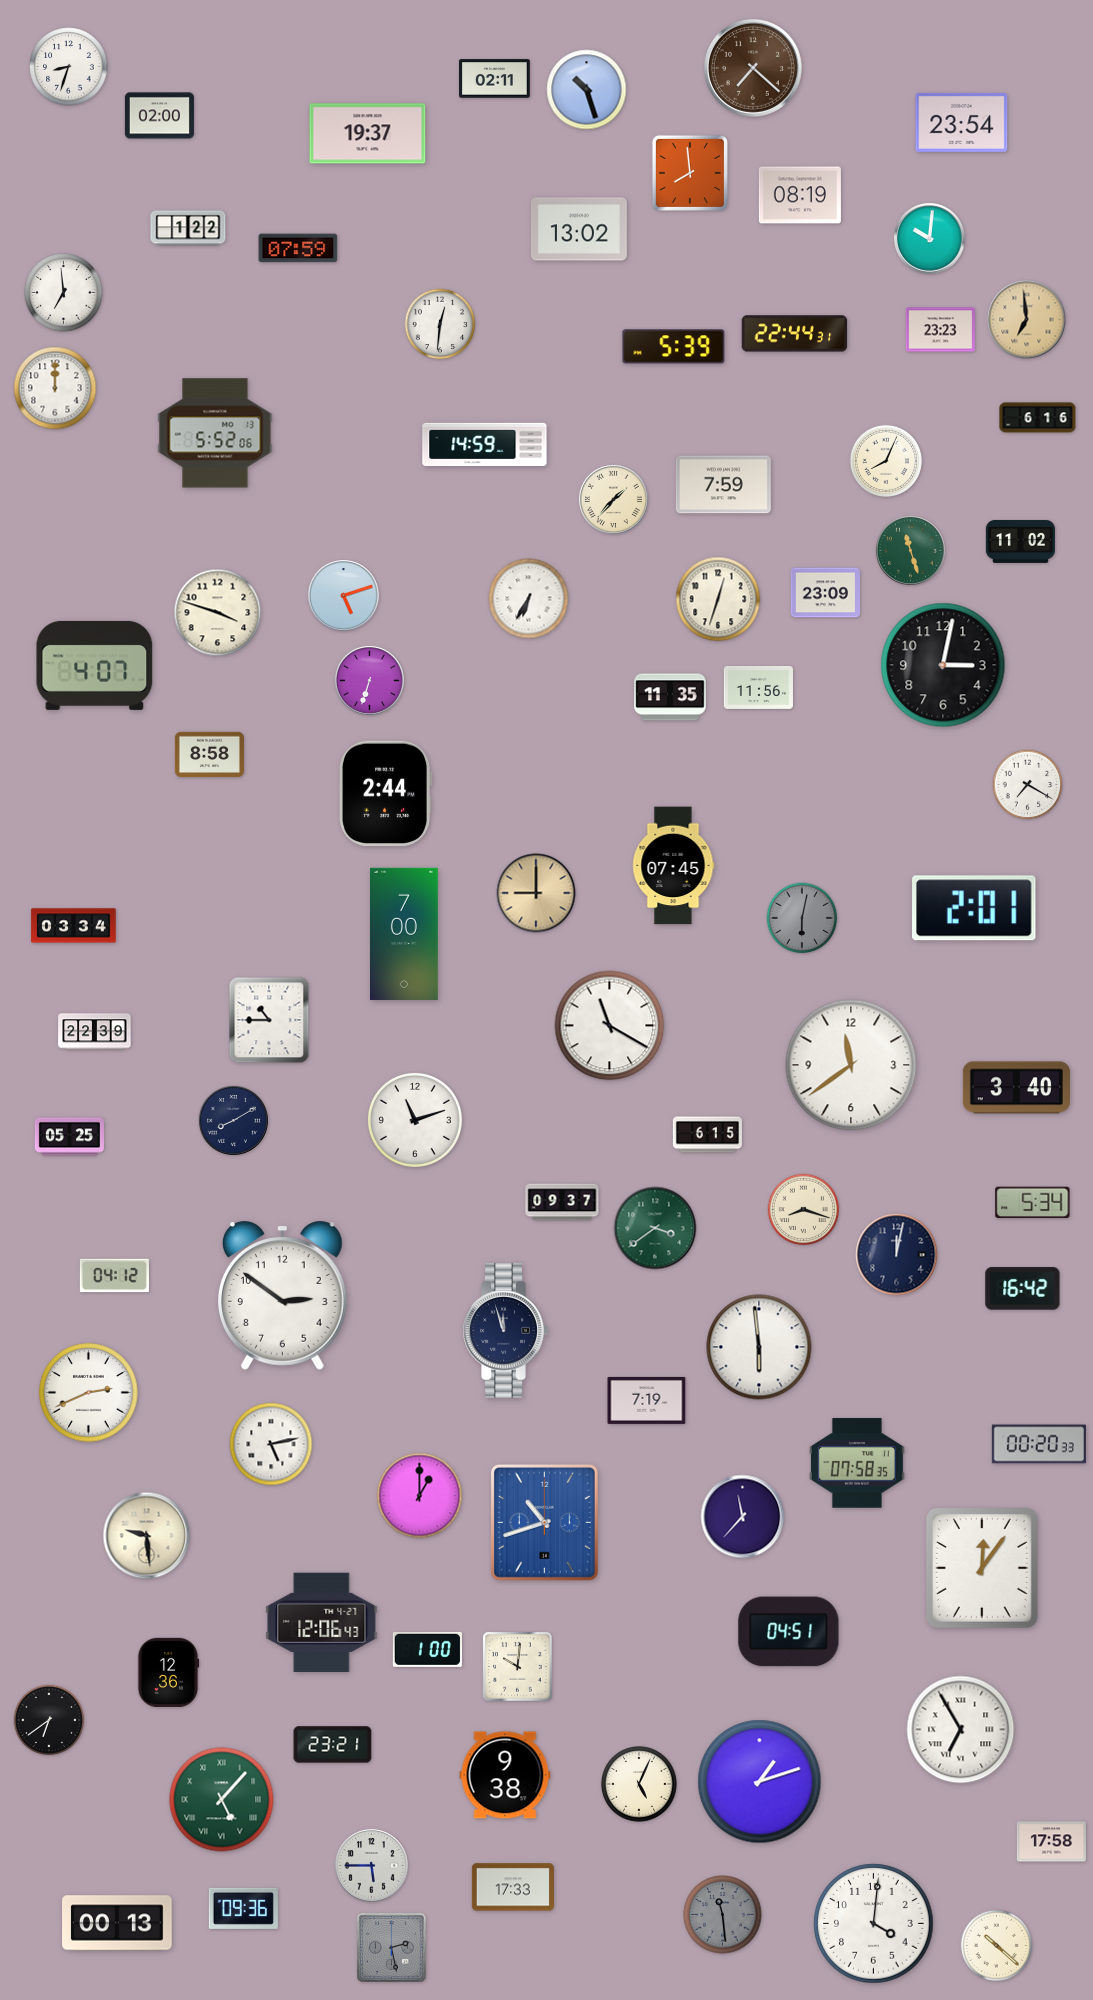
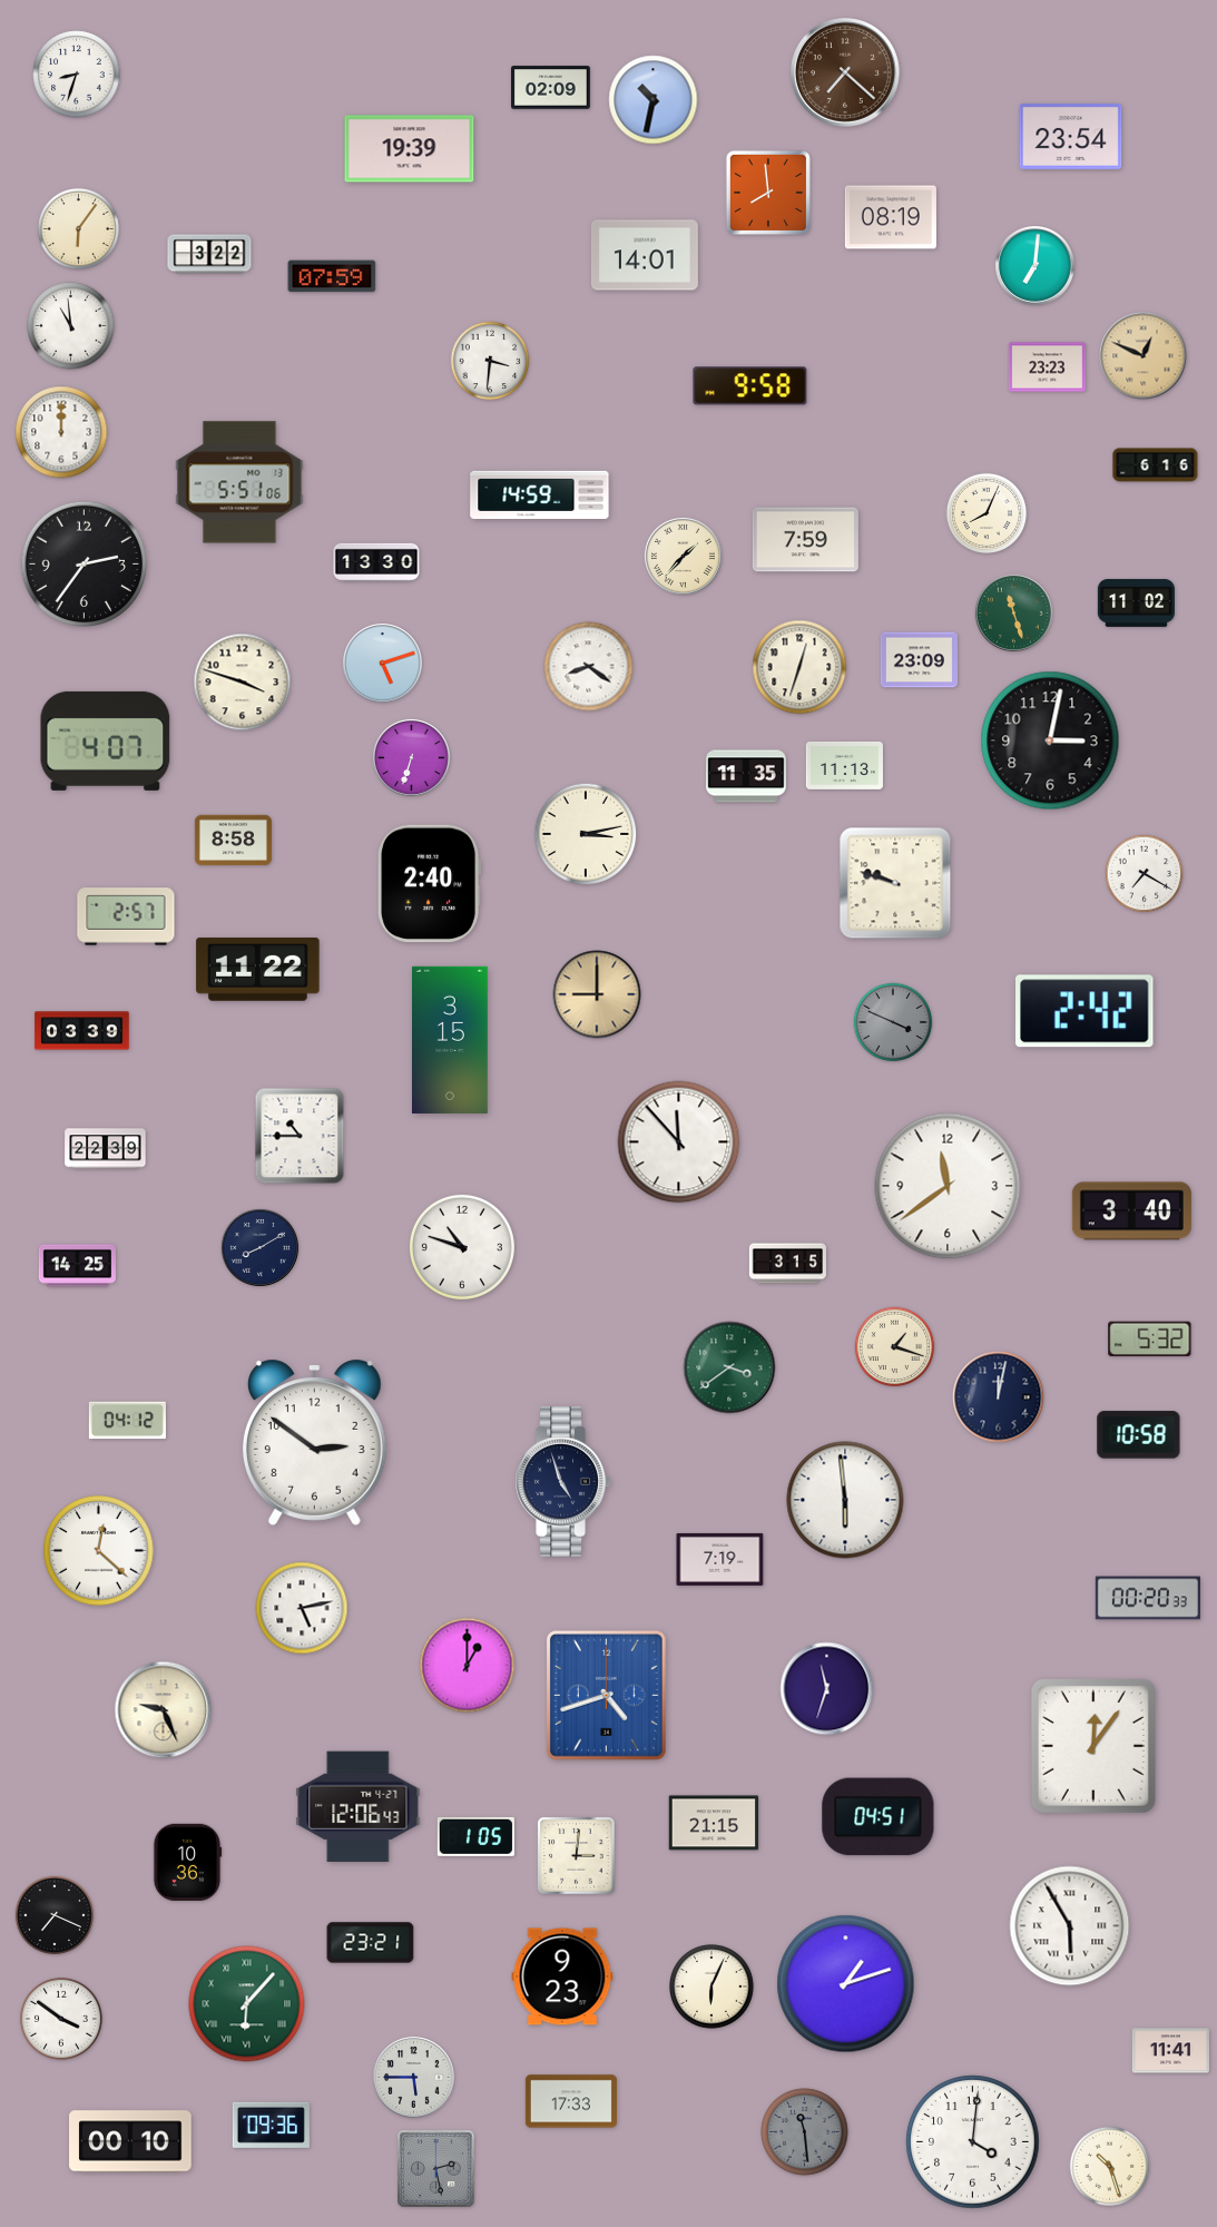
clock at (753, 68) position: (753, 68) -> (845, 72)
clock at (495, 79): 02:11 -> 02:09
clock at (587, 90): 10:27 -> 10:32
clock at (159, 116): 02:00 -> none
clock at (368, 134): 19:37 -> 19:39
clock at (78, 228): none -> 6:06
clock at (188, 228): 1:22 -> 3:22
clock at (579, 229): 13:02 -> 14:01
clock at (930, 239): 10:01 -> 7:01
clock at (64, 293): 6:59 -> 10:59
clock at (1027, 320): 6:59 -> 12:49
clock at (440, 324): 12:31 -> 3:31
clock at (795, 334): 22:44 -> none
clock at (674, 347): 5:39 -> 9:58
clock at (215, 433): 5:52 -> 5:51
clock at (376, 561): none -> 13:30
clock at (84, 563): none -> 2:36
clock at (529, 599): 6:35 -> 8:21
clock at (758, 687): 11:56 -> 11:13
clock at (586, 834): none -> 3:13
clock at (895, 883): none -> 9:48
clock at (385, 794): 2:44 -> 2:40
clock at (126, 916): none -> 2:57
clock at (674, 866): 07:45 -> none
clock at (258, 969): none -> 11:22
clock at (974, 908): 2:01 -> 2:42
clock at (802, 918): 6:02 -> 3:49
clock at (74, 926): 03:34 -> 03:39
clock at (405, 934): 7:00 -> 3:15
clock at (610, 1026): 11:20 -> 11:53
clock at (415, 1120): 11:12 -> 10:48
clock at (707, 1135): 6:15 -> 3:15
clock at (69, 1137): 05:25 -> 14:25
clock at (562, 1202): 09:37 -> none
clock at (1033, 1203): 5:34 -> 5:32
clock at (804, 1210): 8:18 -> 1:18
clock at (1023, 1289): 16:42 -> 10:58
clock at (505, 1331): 11:57 -> 4:57
clock at (89, 1393): 2:41 -> 12:22
clock at (1039, 1444) position: (1039, 1444) -> (1148, 1598)
clock at (857, 1463): 07:58 -> none
clock at (743, 1517): 11:37 -> 11:33
clock at (544, 1523): 10:42 -> 4:42
clock at (147, 1536): 9:29 -> 9:26
clock at (714, 1823): none -> 21:15
clock at (427, 1649): 1:00 -> 1:05
clock at (518, 1667): 10:01 -> 3:01
clock at (168, 1672): 12:36 -> 10:36
clock at (49, 1720): 6:39 -> 7:19
clock at (961, 1730): 6:55 -> 5:55
clock at (505, 1775): 9:38 -> 9:23
clock at (640, 1785): 5:04 -> 6:04
clock at (222, 1800): 5:07 -> 6:07
clock at (61, 2019): none -> 3:51
clock at (1051, 1842): 17:58 -> 11:41
clock at (117, 1923): 00:13 -> 00:10
clock at (997, 1946): 10:22 -> 10:27
